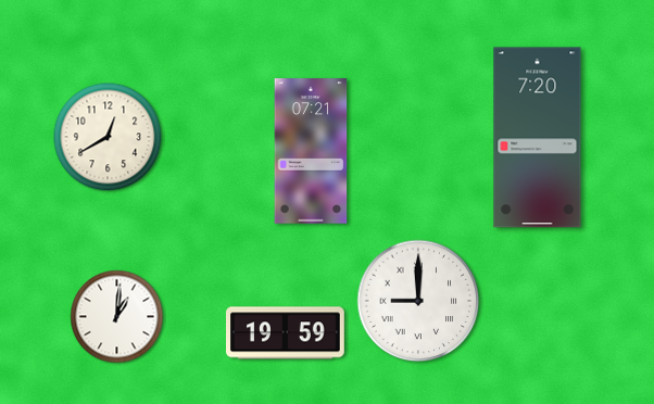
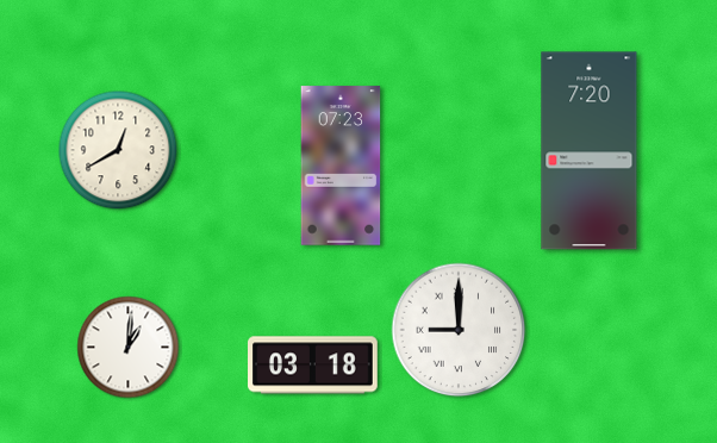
clock at (311, 151): 07:21 -> 07:23
clock at (286, 333): 19:59 -> 03:18
